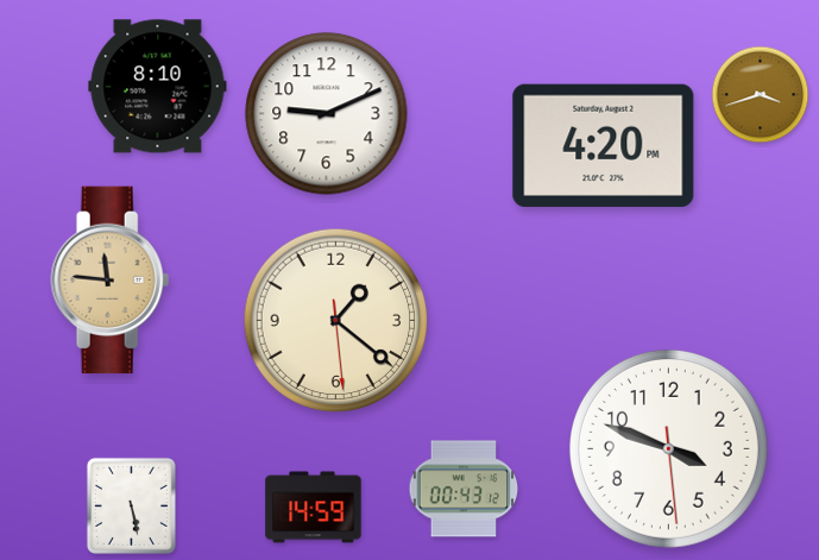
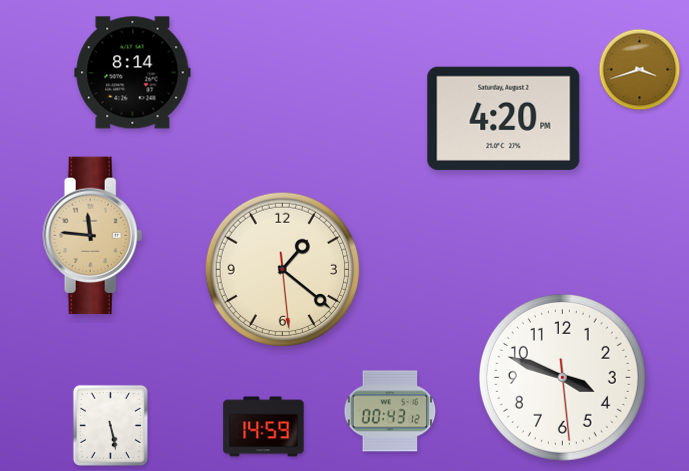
clock at (158, 87): 8:10 -> 8:14
clock at (761, 95) position: (761, 95) -> (640, 70)
clock at (327, 114): 9:11 -> none
clock at (604, 145) position: (604, 145) -> (504, 118)
